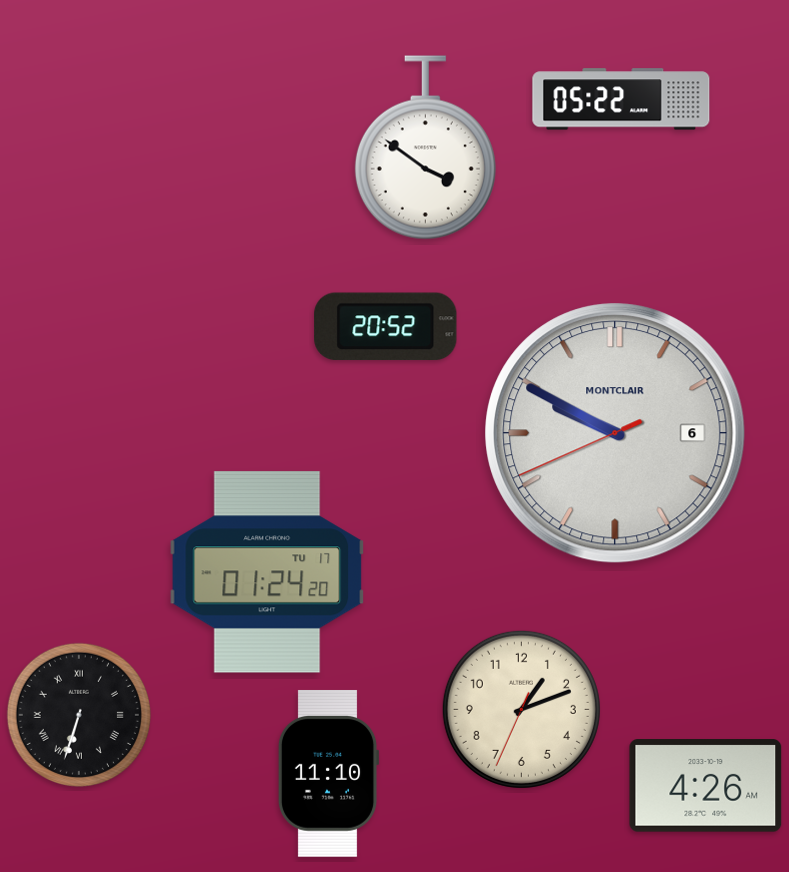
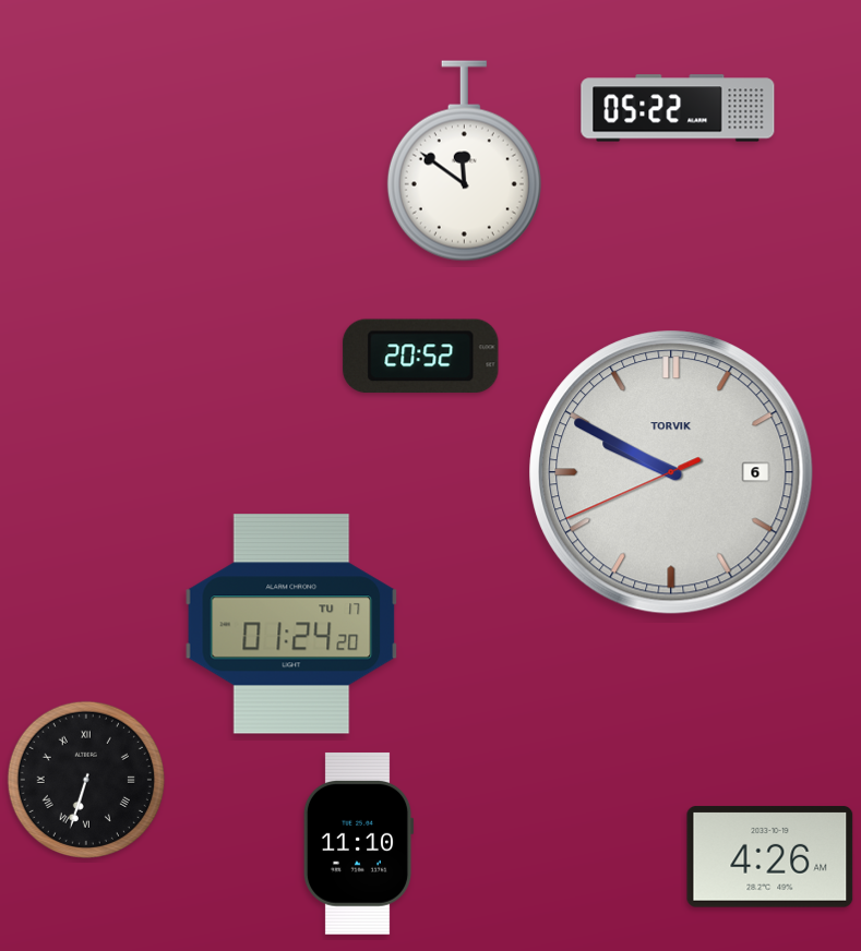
clock at (425, 148): 3:51 -> 11:51
clock at (615, 433) brand: MONTCLAIR -> TORVIK
clock at (521, 709): 1:11 -> none
